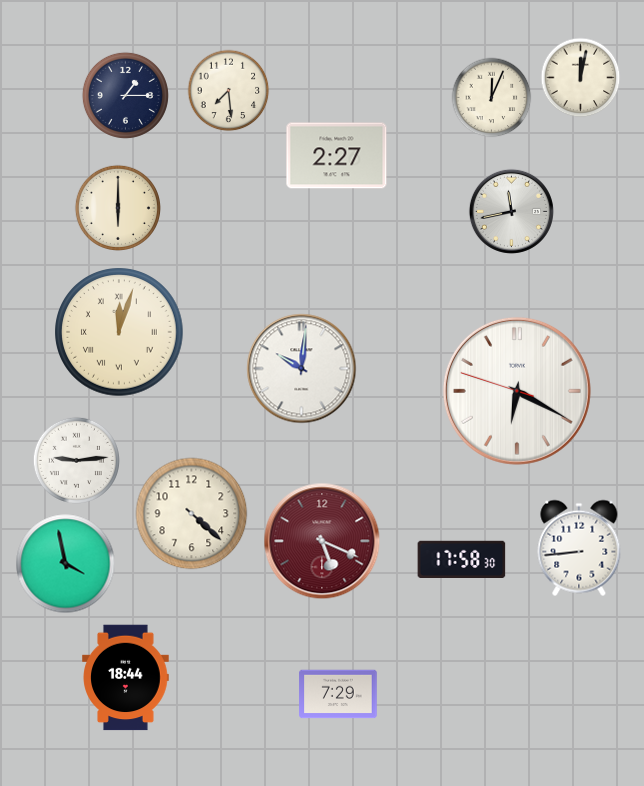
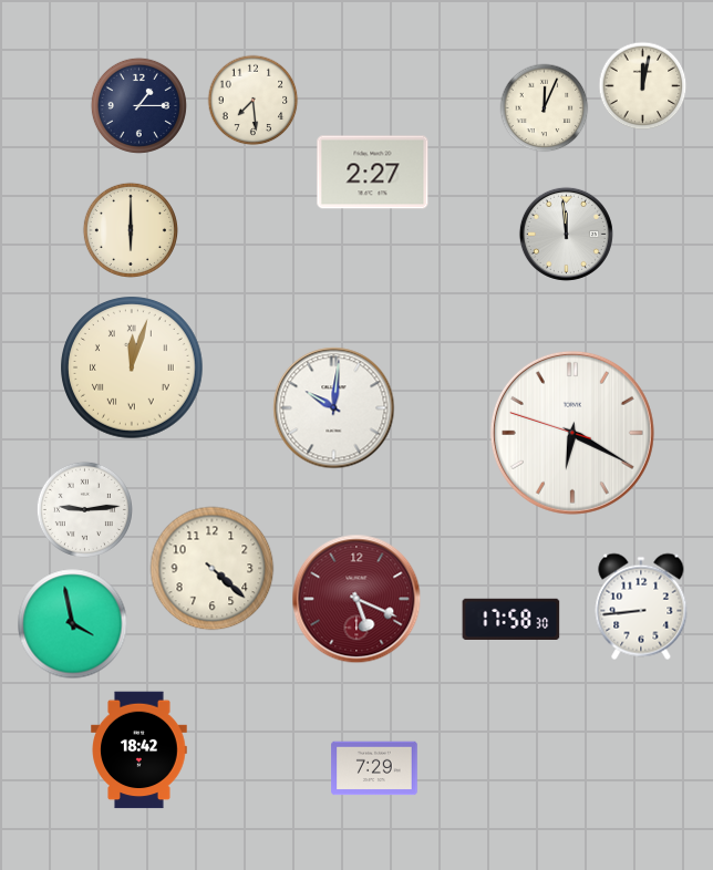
clock at (511, 211): 11:43 -> 11:59
clock at (126, 678): 18:44 -> 18:42
